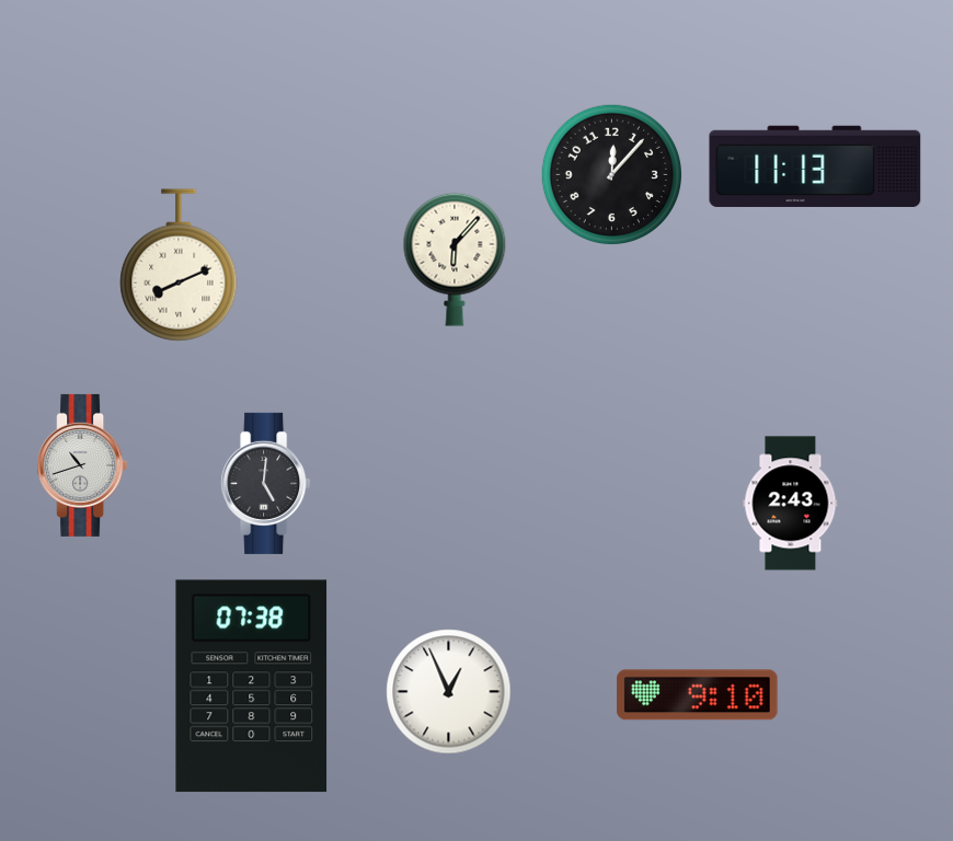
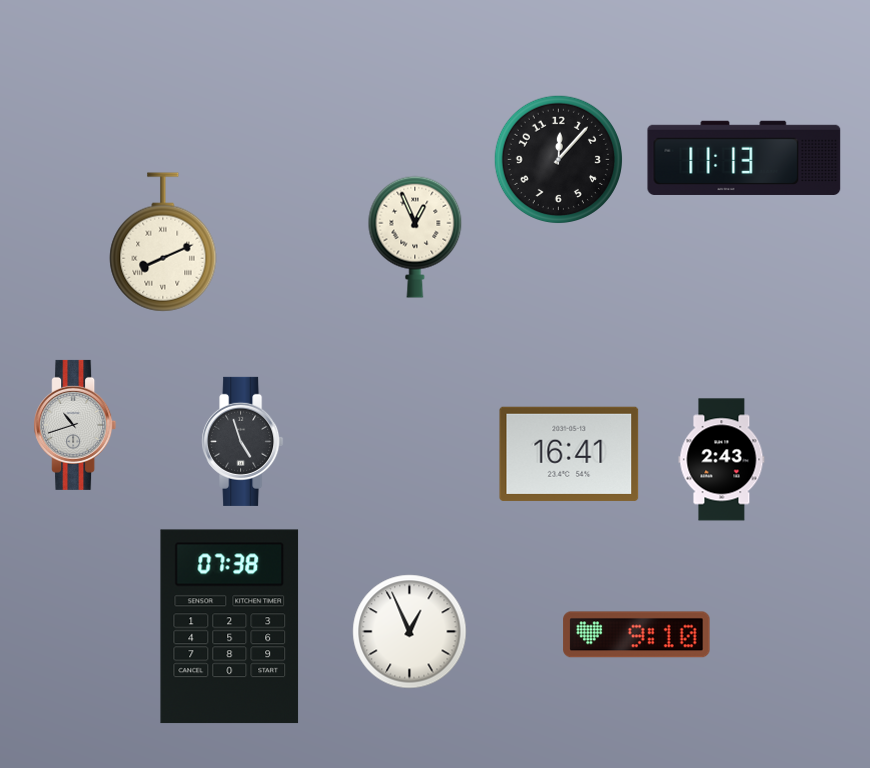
clock at (815, 166) position: (815, 166) -> (744, 158)
clock at (455, 260): 6:07 -> 12:56
clock at (266, 483): 5:01 -> 4:57
clock at (569, 454): none -> 16:41
